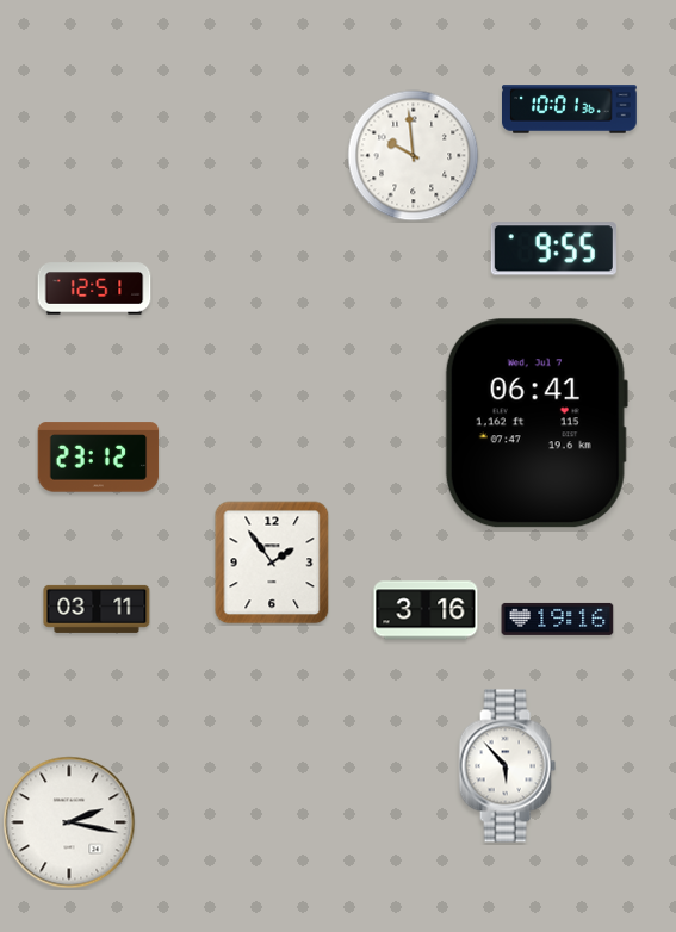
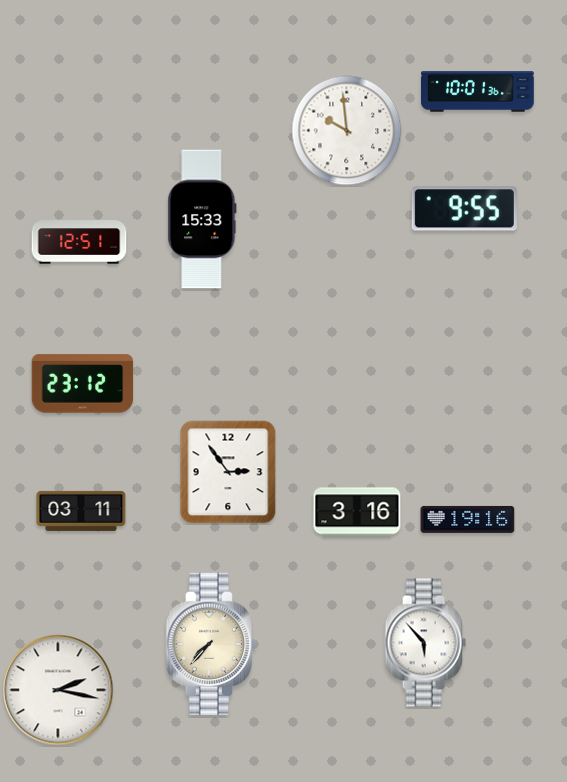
clock at (202, 219): none -> 15:33
clock at (537, 423): 06:41 -> none
clock at (272, 563): 1:54 -> 2:54
clock at (211, 644): none -> 7:37
